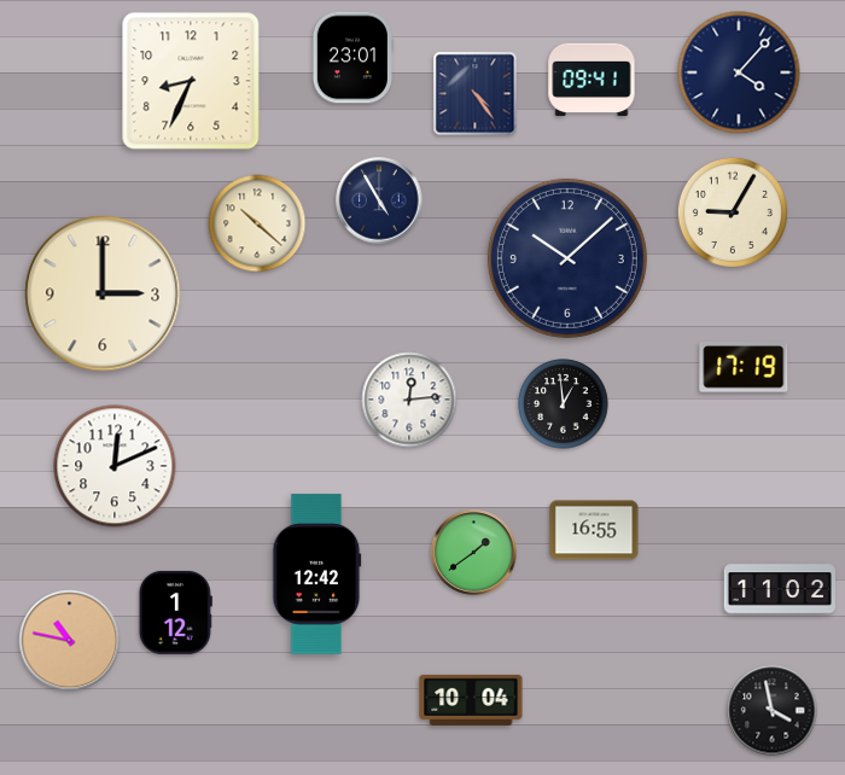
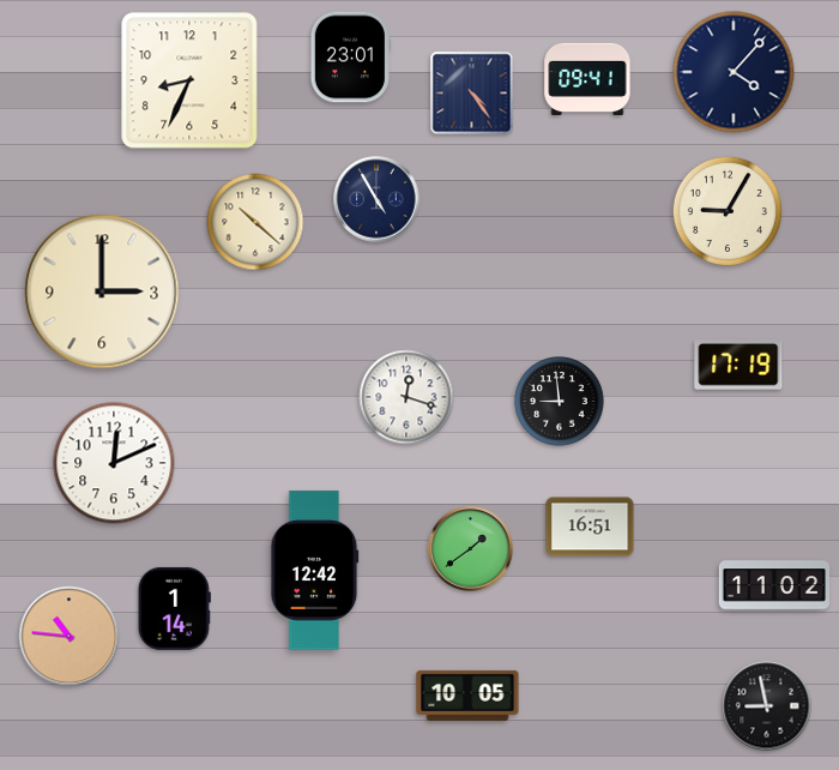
clock at (567, 258): 10:08 -> none
clock at (409, 400): 12:14 -> 12:18
clock at (564, 404): 12:59 -> 8:59
clock at (594, 530): 16:55 -> 16:51
clock at (175, 612): 1:12 -> 1:14
clock at (70, 641): 10:47 -> 10:46
clock at (471, 700): 10:04 -> 10:05
clock at (773, 711): 3:58 -> 8:58
